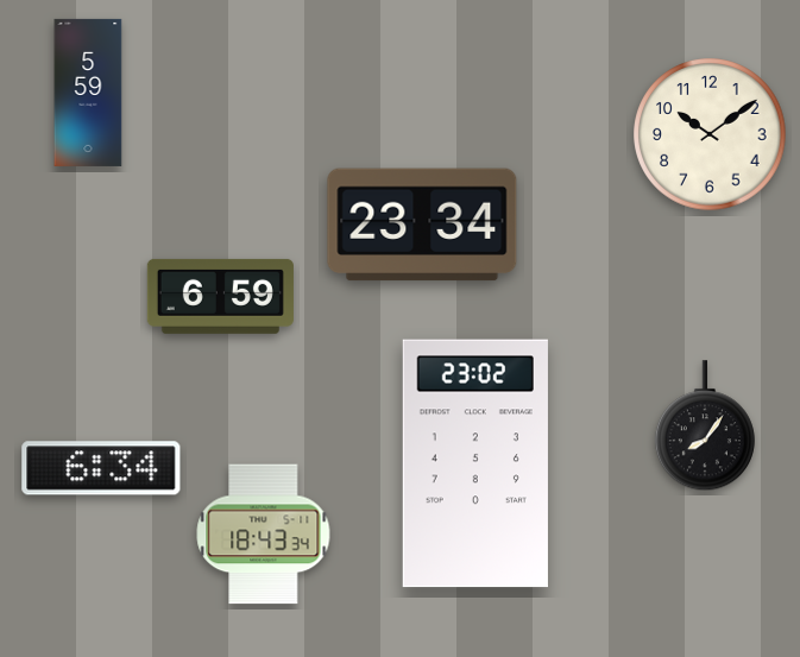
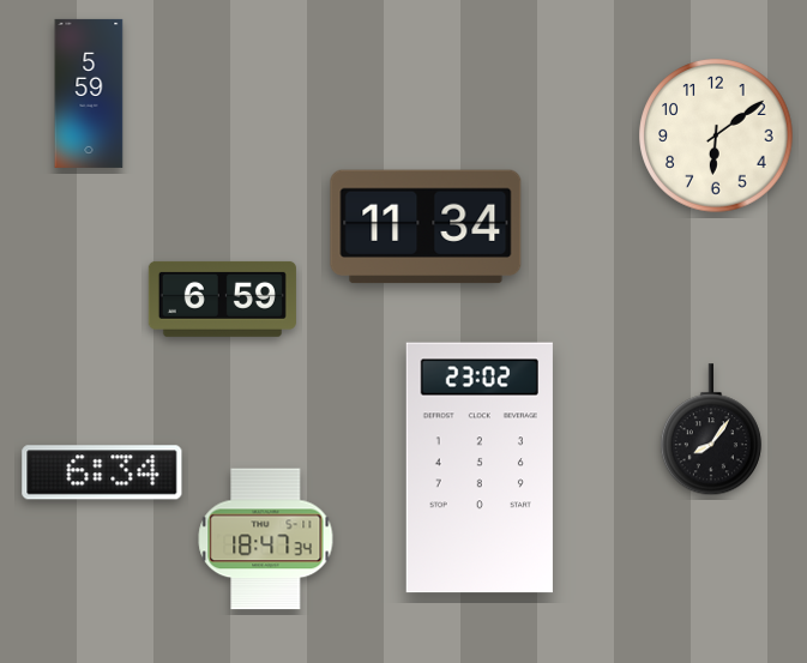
clock at (710, 134): 10:09 -> 6:09
clock at (422, 225): 23:34 -> 11:34
clock at (264, 535): 18:43 -> 18:47
